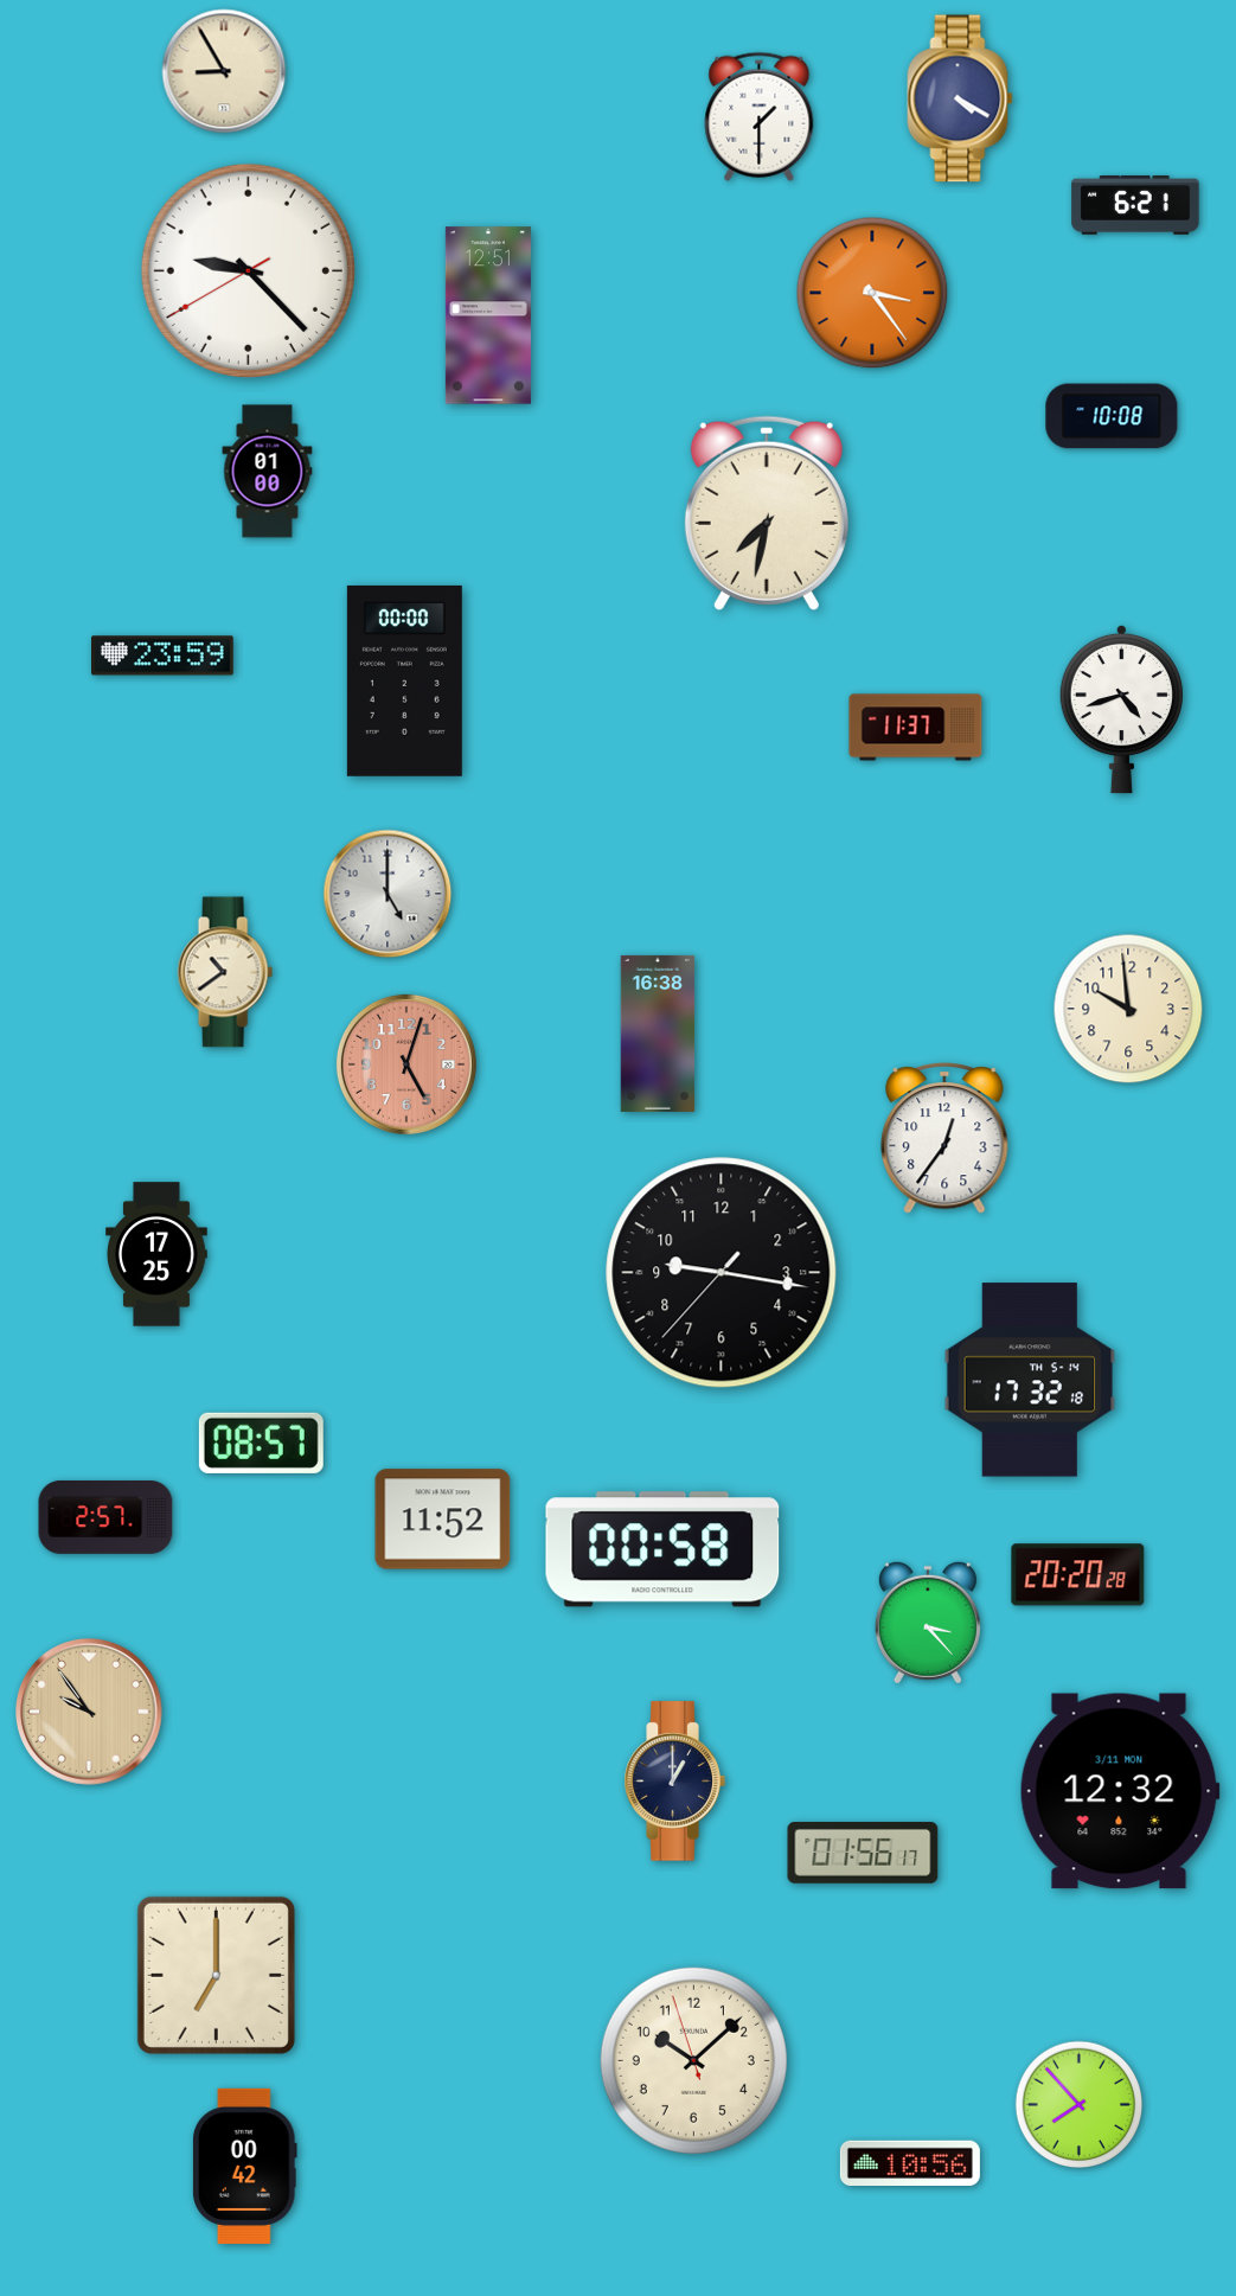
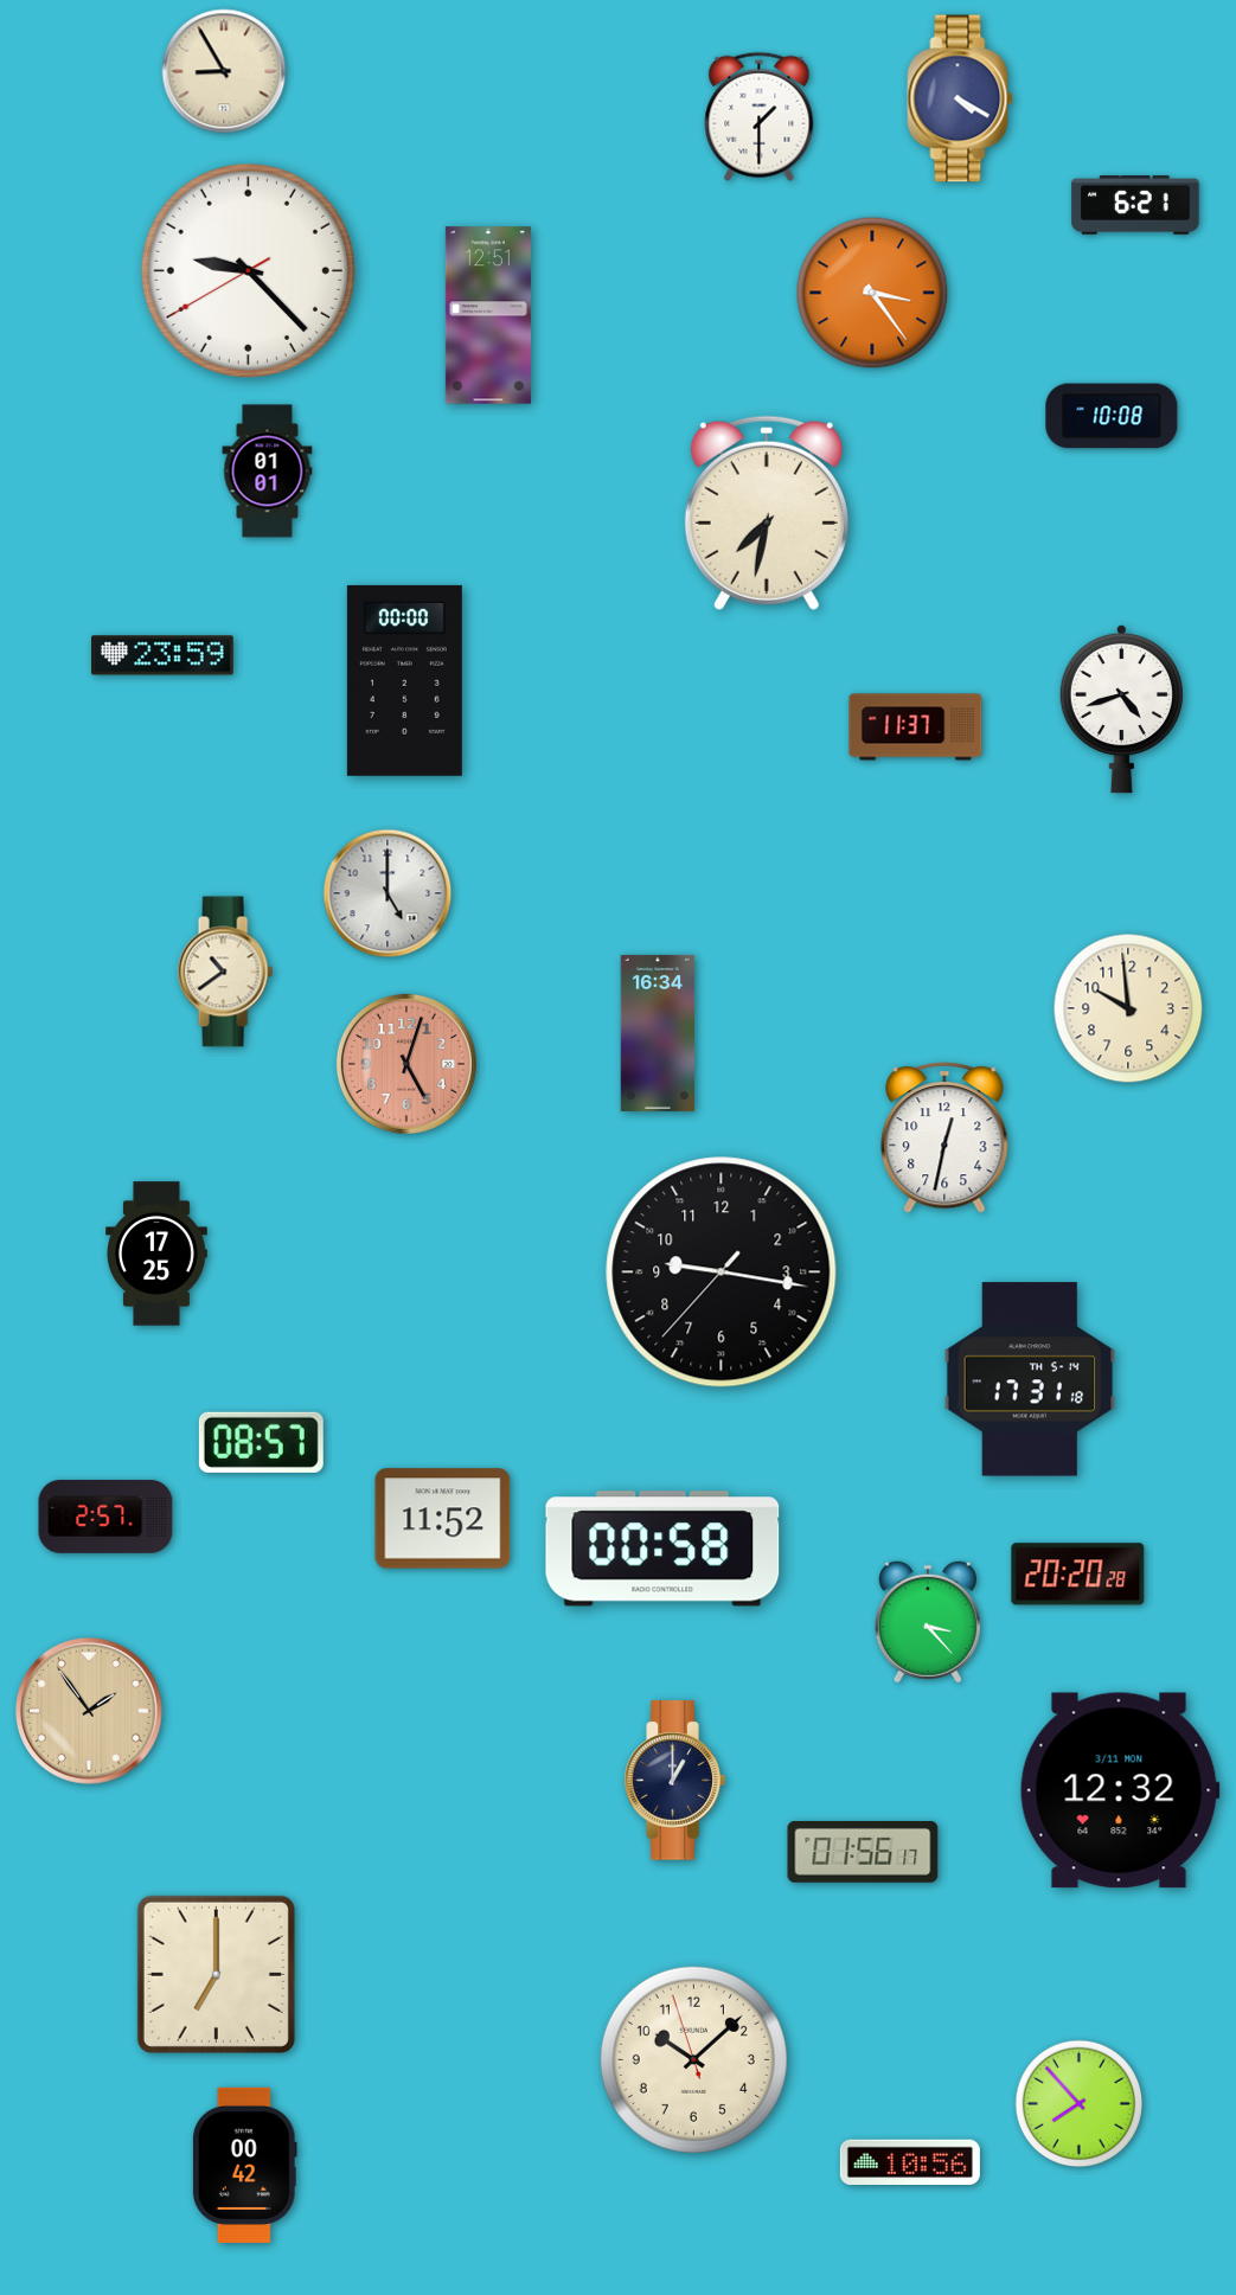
clock at (268, 472): 01:00 -> 01:01
clock at (658, 1034): 16:38 -> 16:34
clock at (944, 1138): 12:36 -> 12:32
clock at (1030, 1380): 17:32 -> 17:31
clock at (90, 1713): 9:54 -> 1:54
